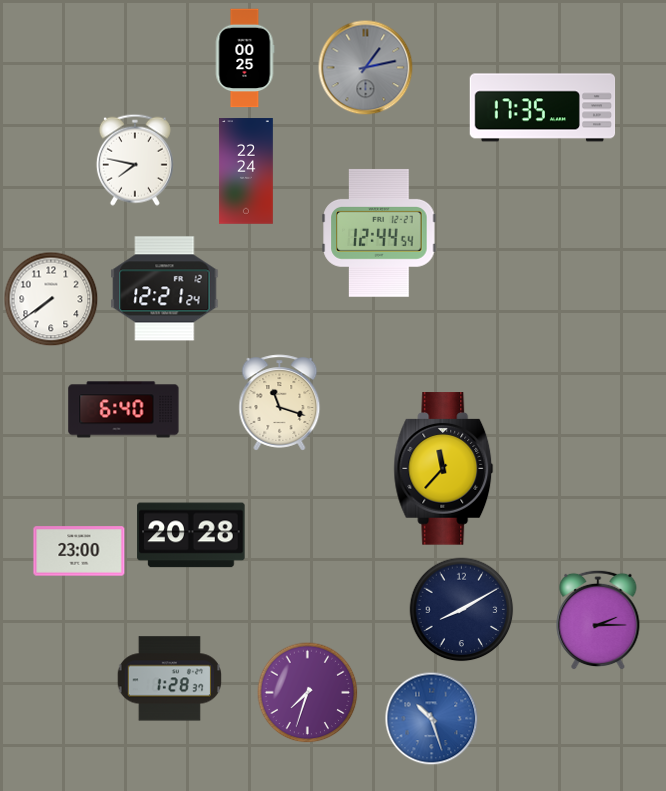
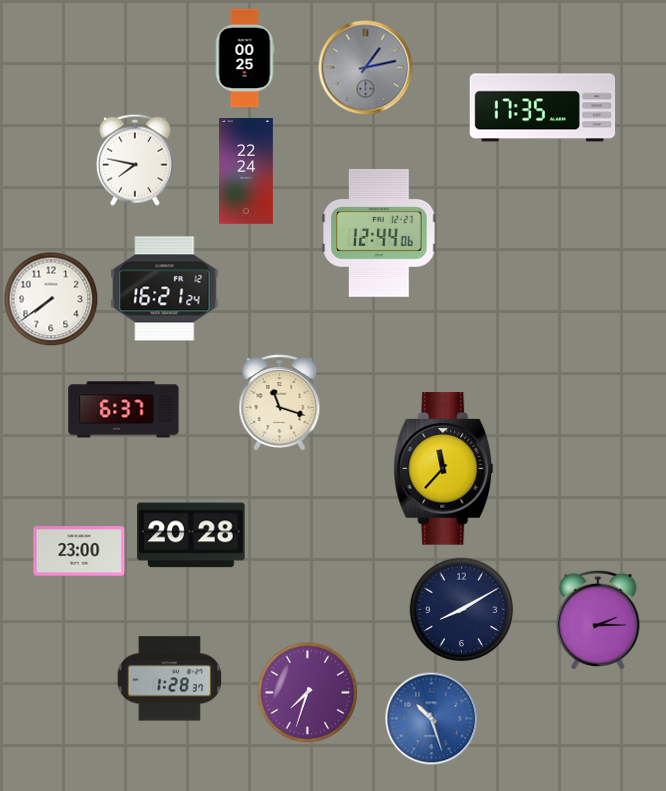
clock at (379, 233): 12:44:54 -> 12:44:06
clock at (165, 289): 12:21 -> 16:21
clock at (124, 410): 6:40 -> 6:37
